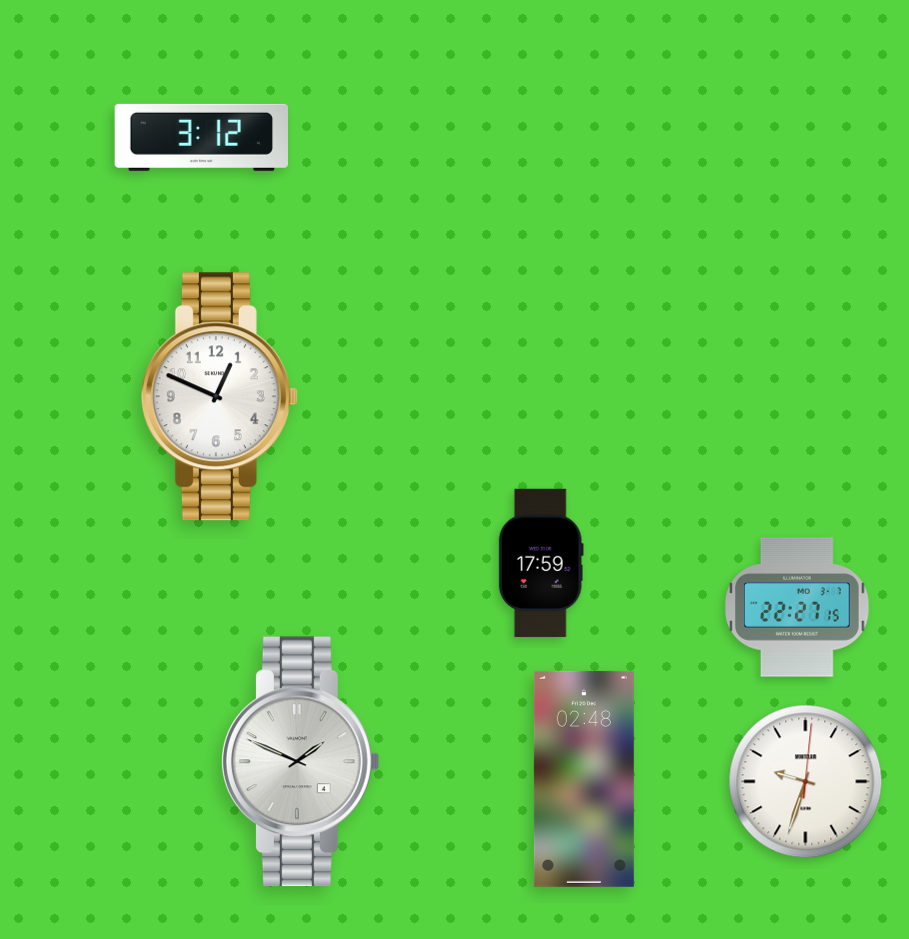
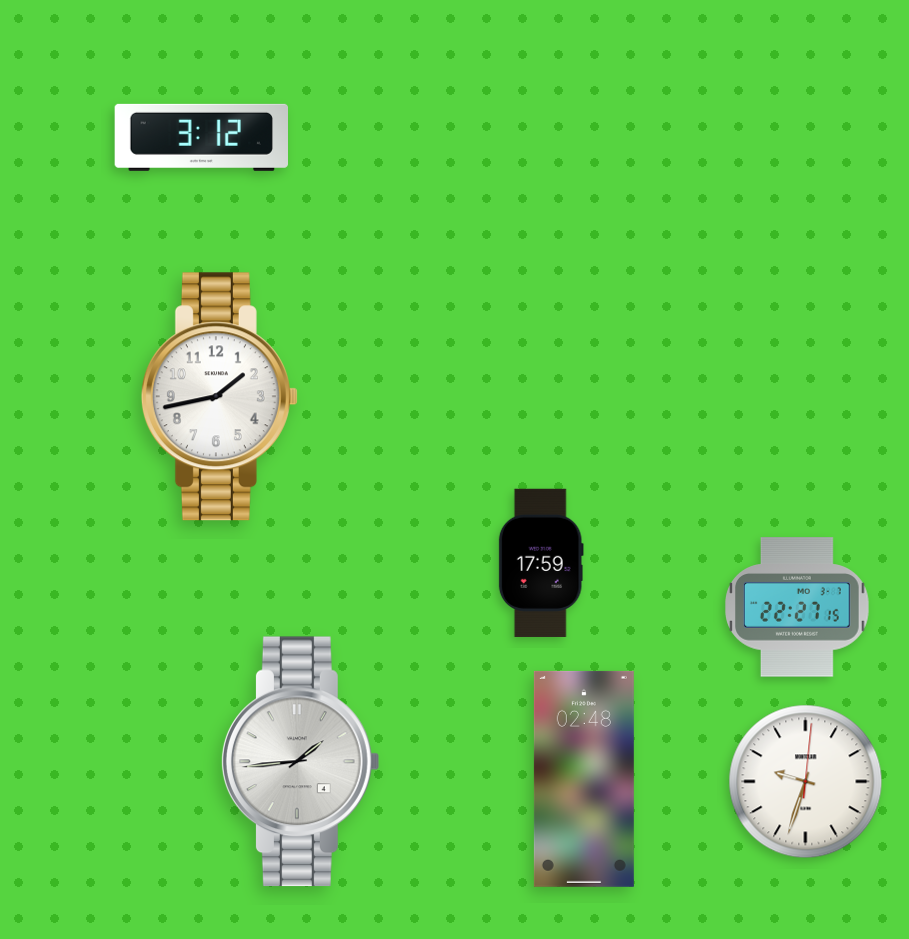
clock at (219, 397): 12:49 -> 1:43
clock at (300, 762): 1:49 -> 1:44
